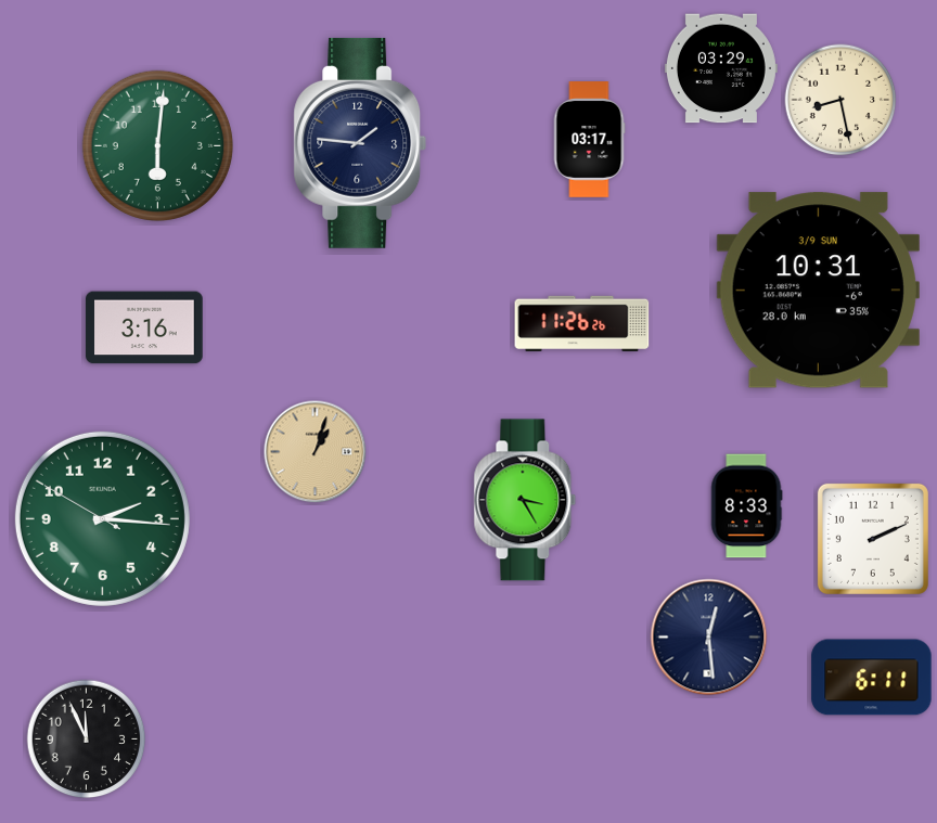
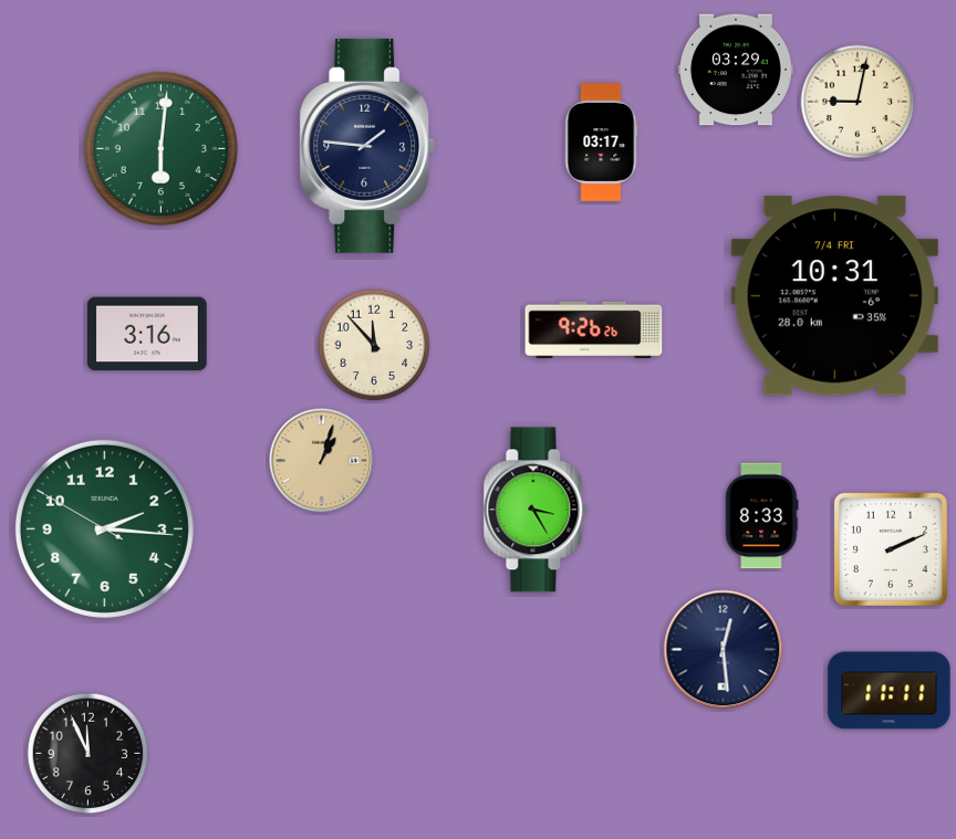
clock at (840, 100): 8:28 -> 9:02
clock at (818, 291) date: 3/9 SUN -> 7/4 FRI
clock at (582, 323): 11:26 -> 9:26
clock at (374, 345): none -> 11:53
clock at (872, 678): 6:11 -> 11:11
